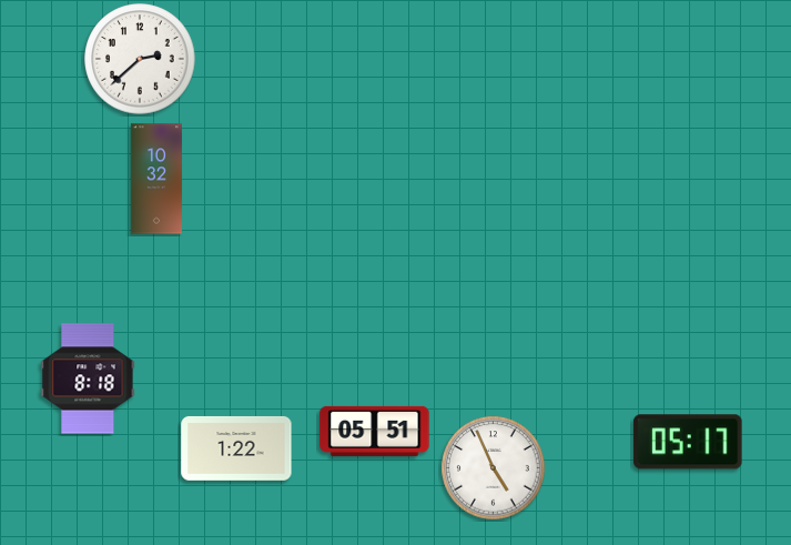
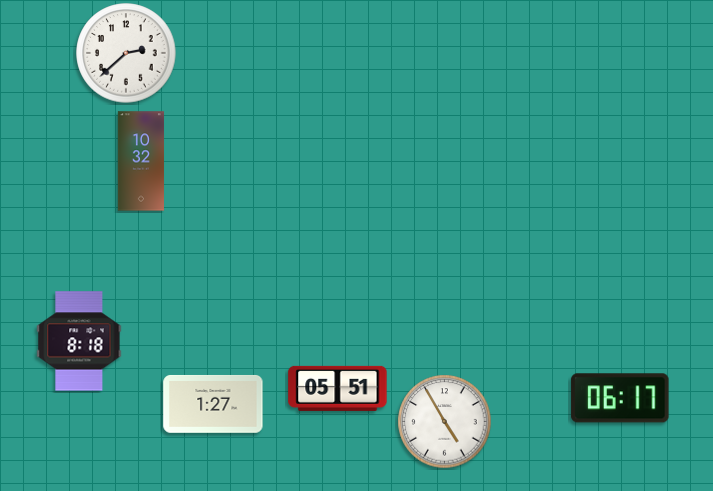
clock at (688, 442): 05:17 -> 06:17
clock at (236, 448): 1:22 -> 1:27
clock at (494, 468): 4:56 -> 4:55
